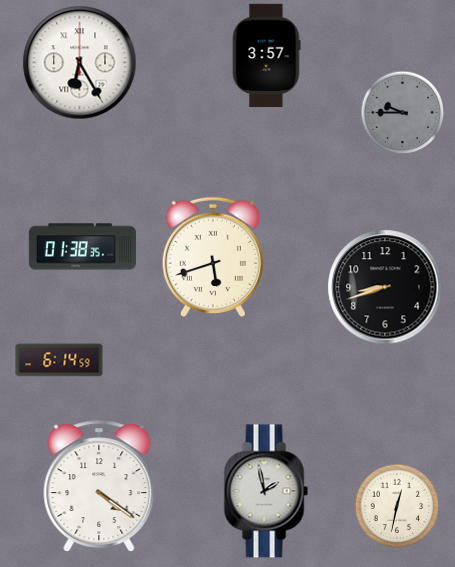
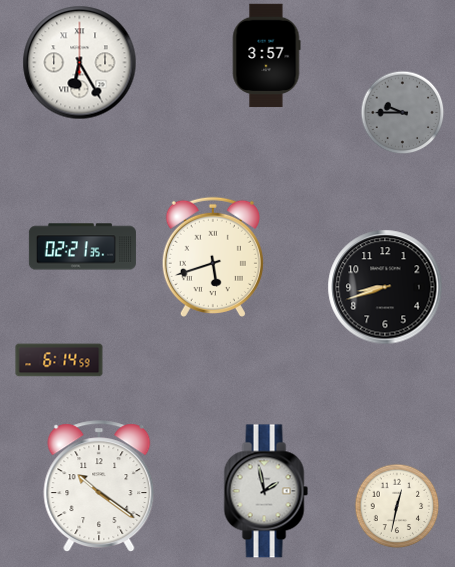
clock at (82, 247): 01:38 -> 02:21
clock at (99, 486): 4:21 -> 10:21
